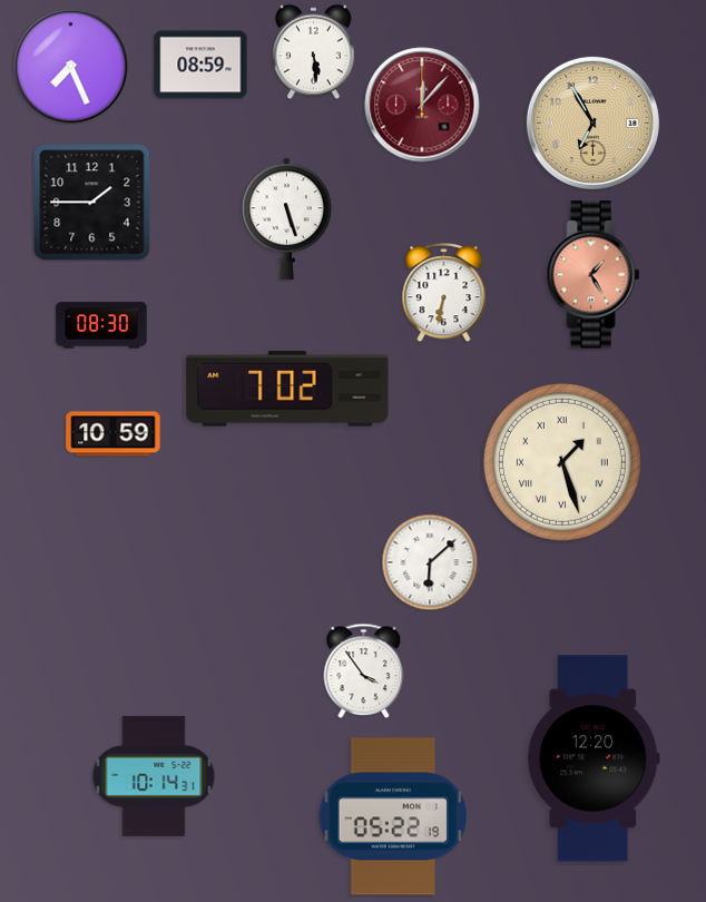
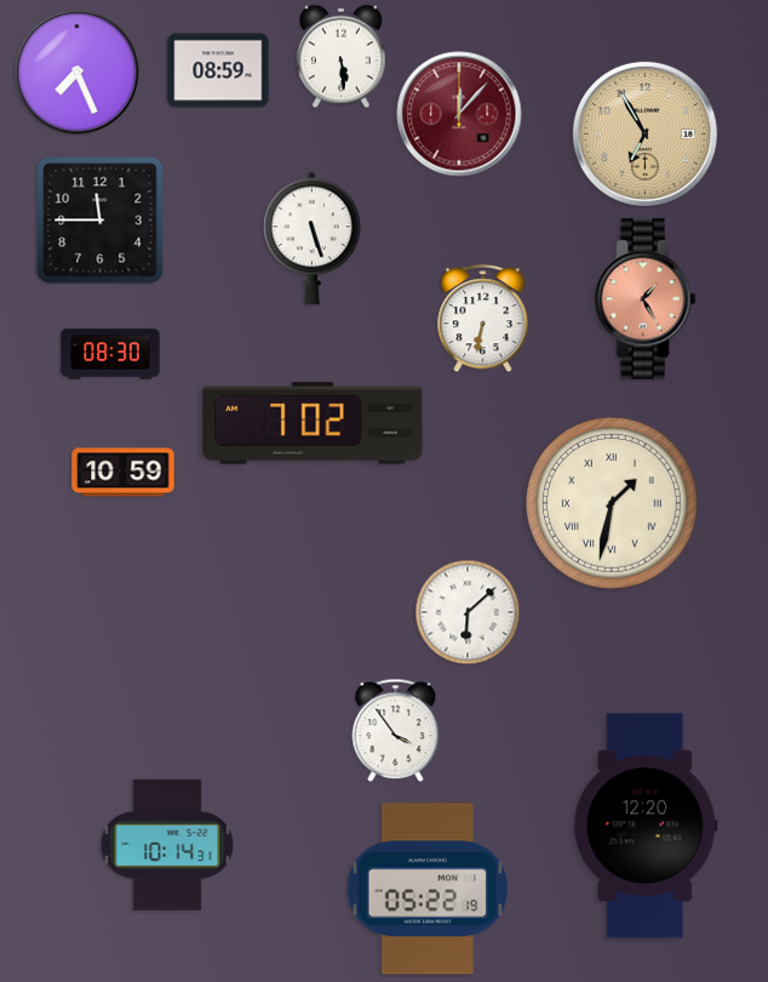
clock at (92, 203): 1:45 -> 11:45
clock at (562, 462): 1:27 -> 1:32
